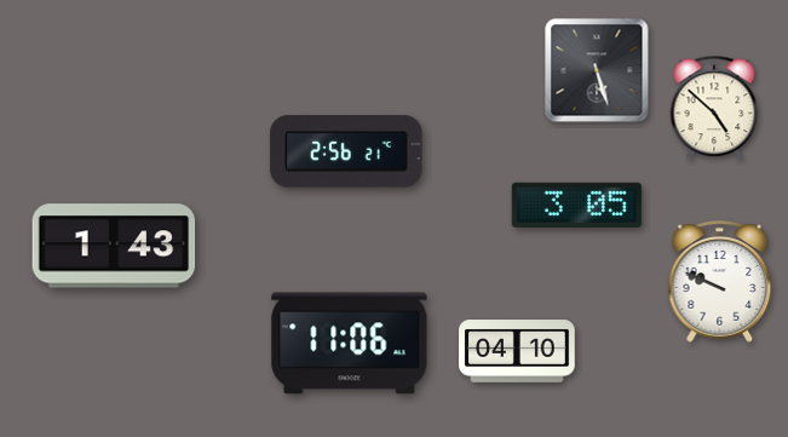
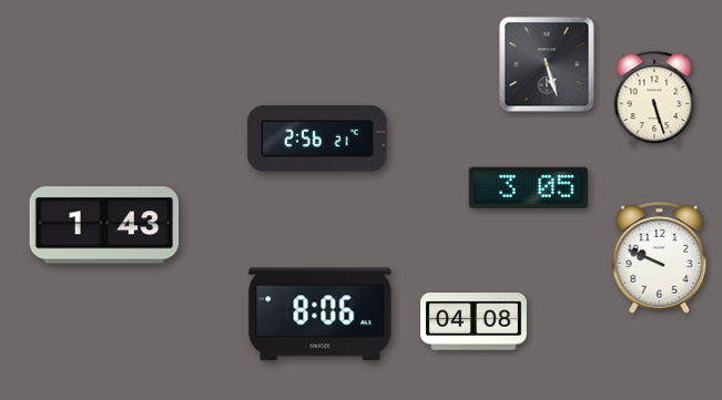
clock at (714, 108): 4:52 -> 5:27
clock at (350, 344): 11:06 -> 8:06
clock at (517, 351): 04:10 -> 04:08
